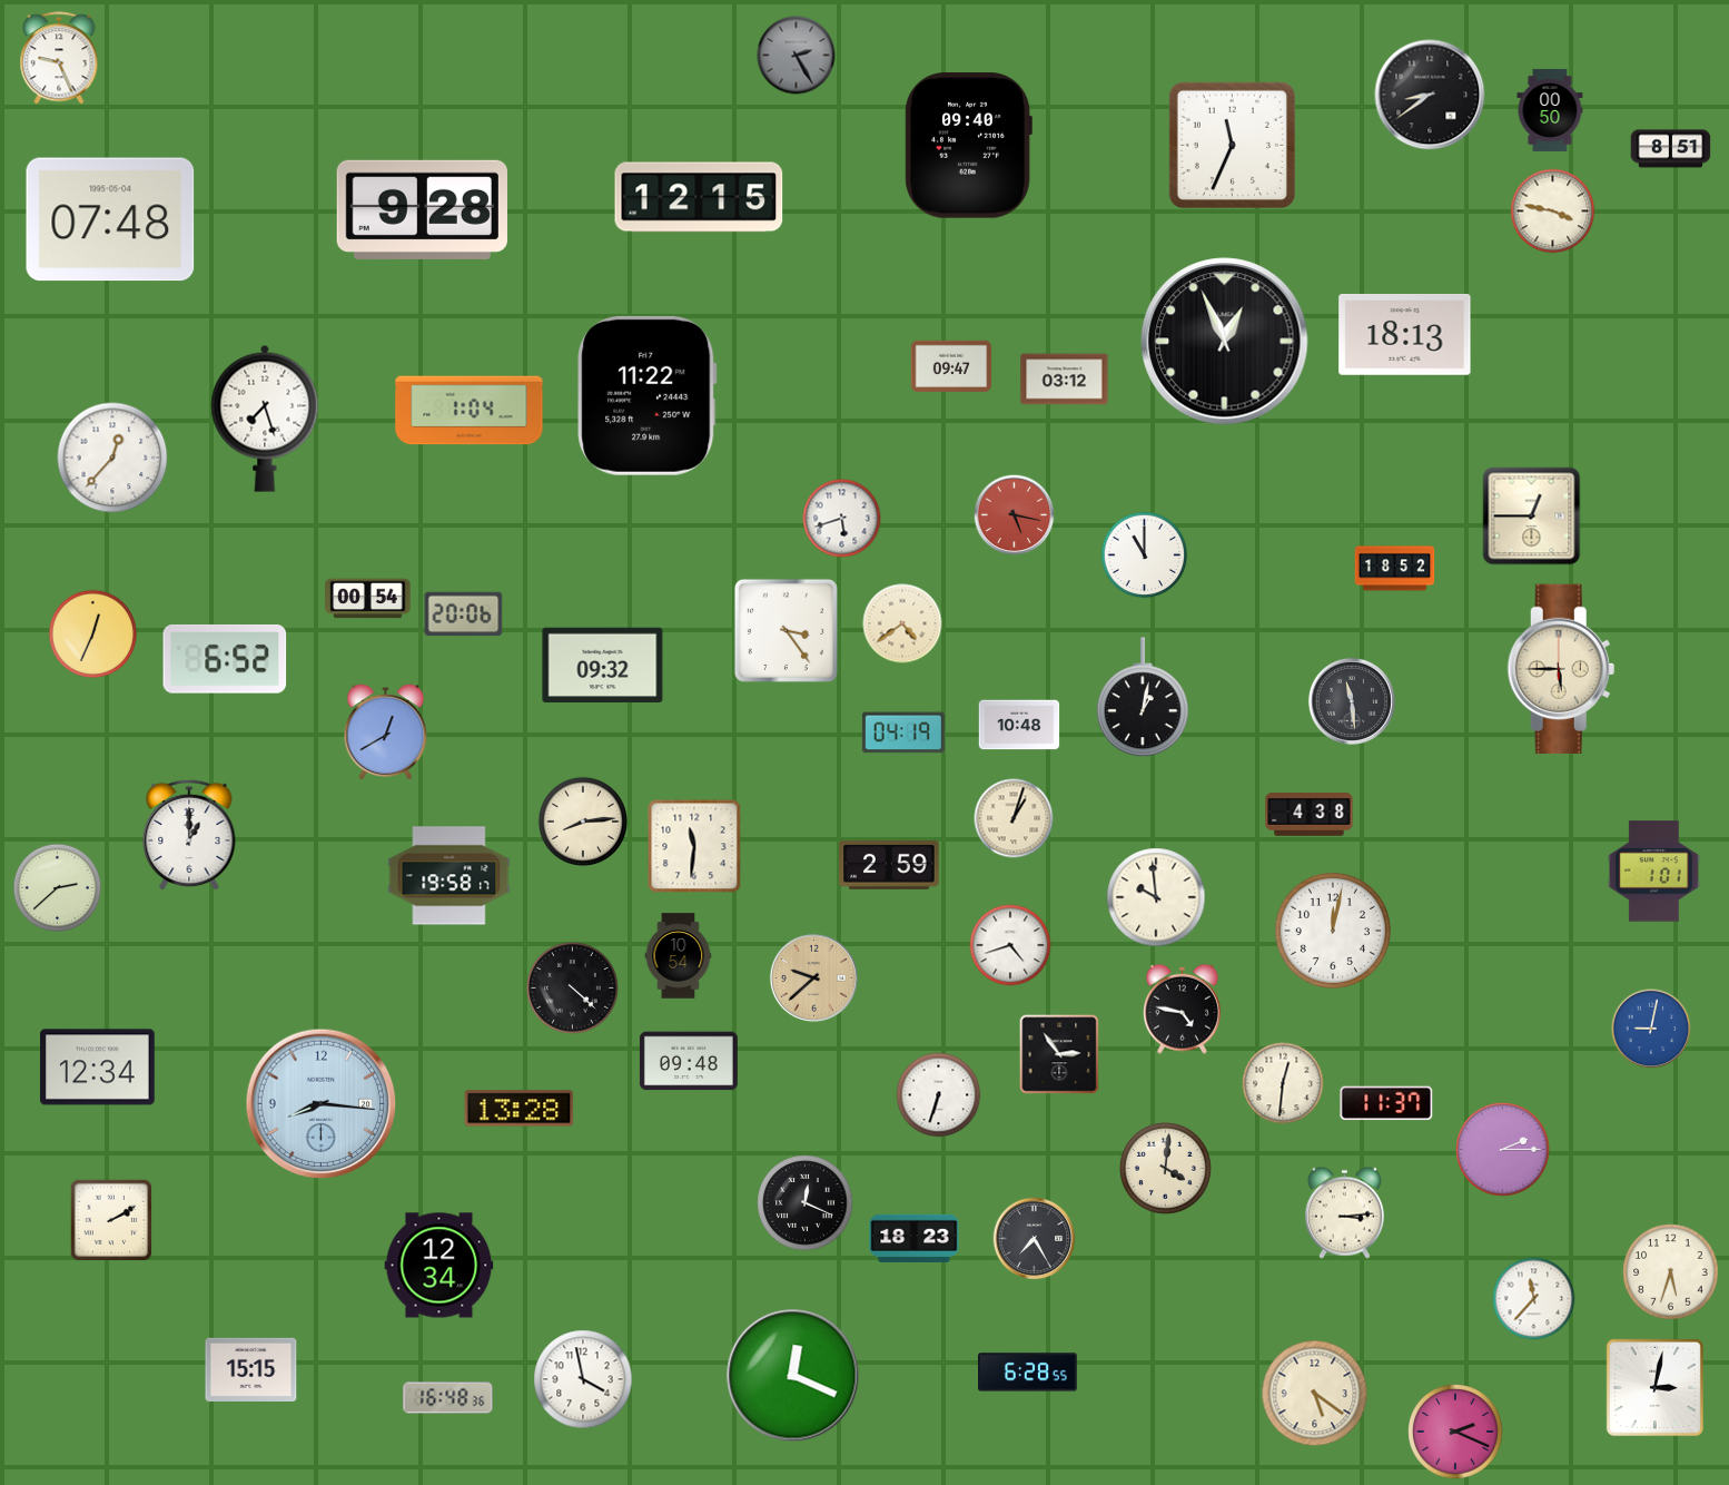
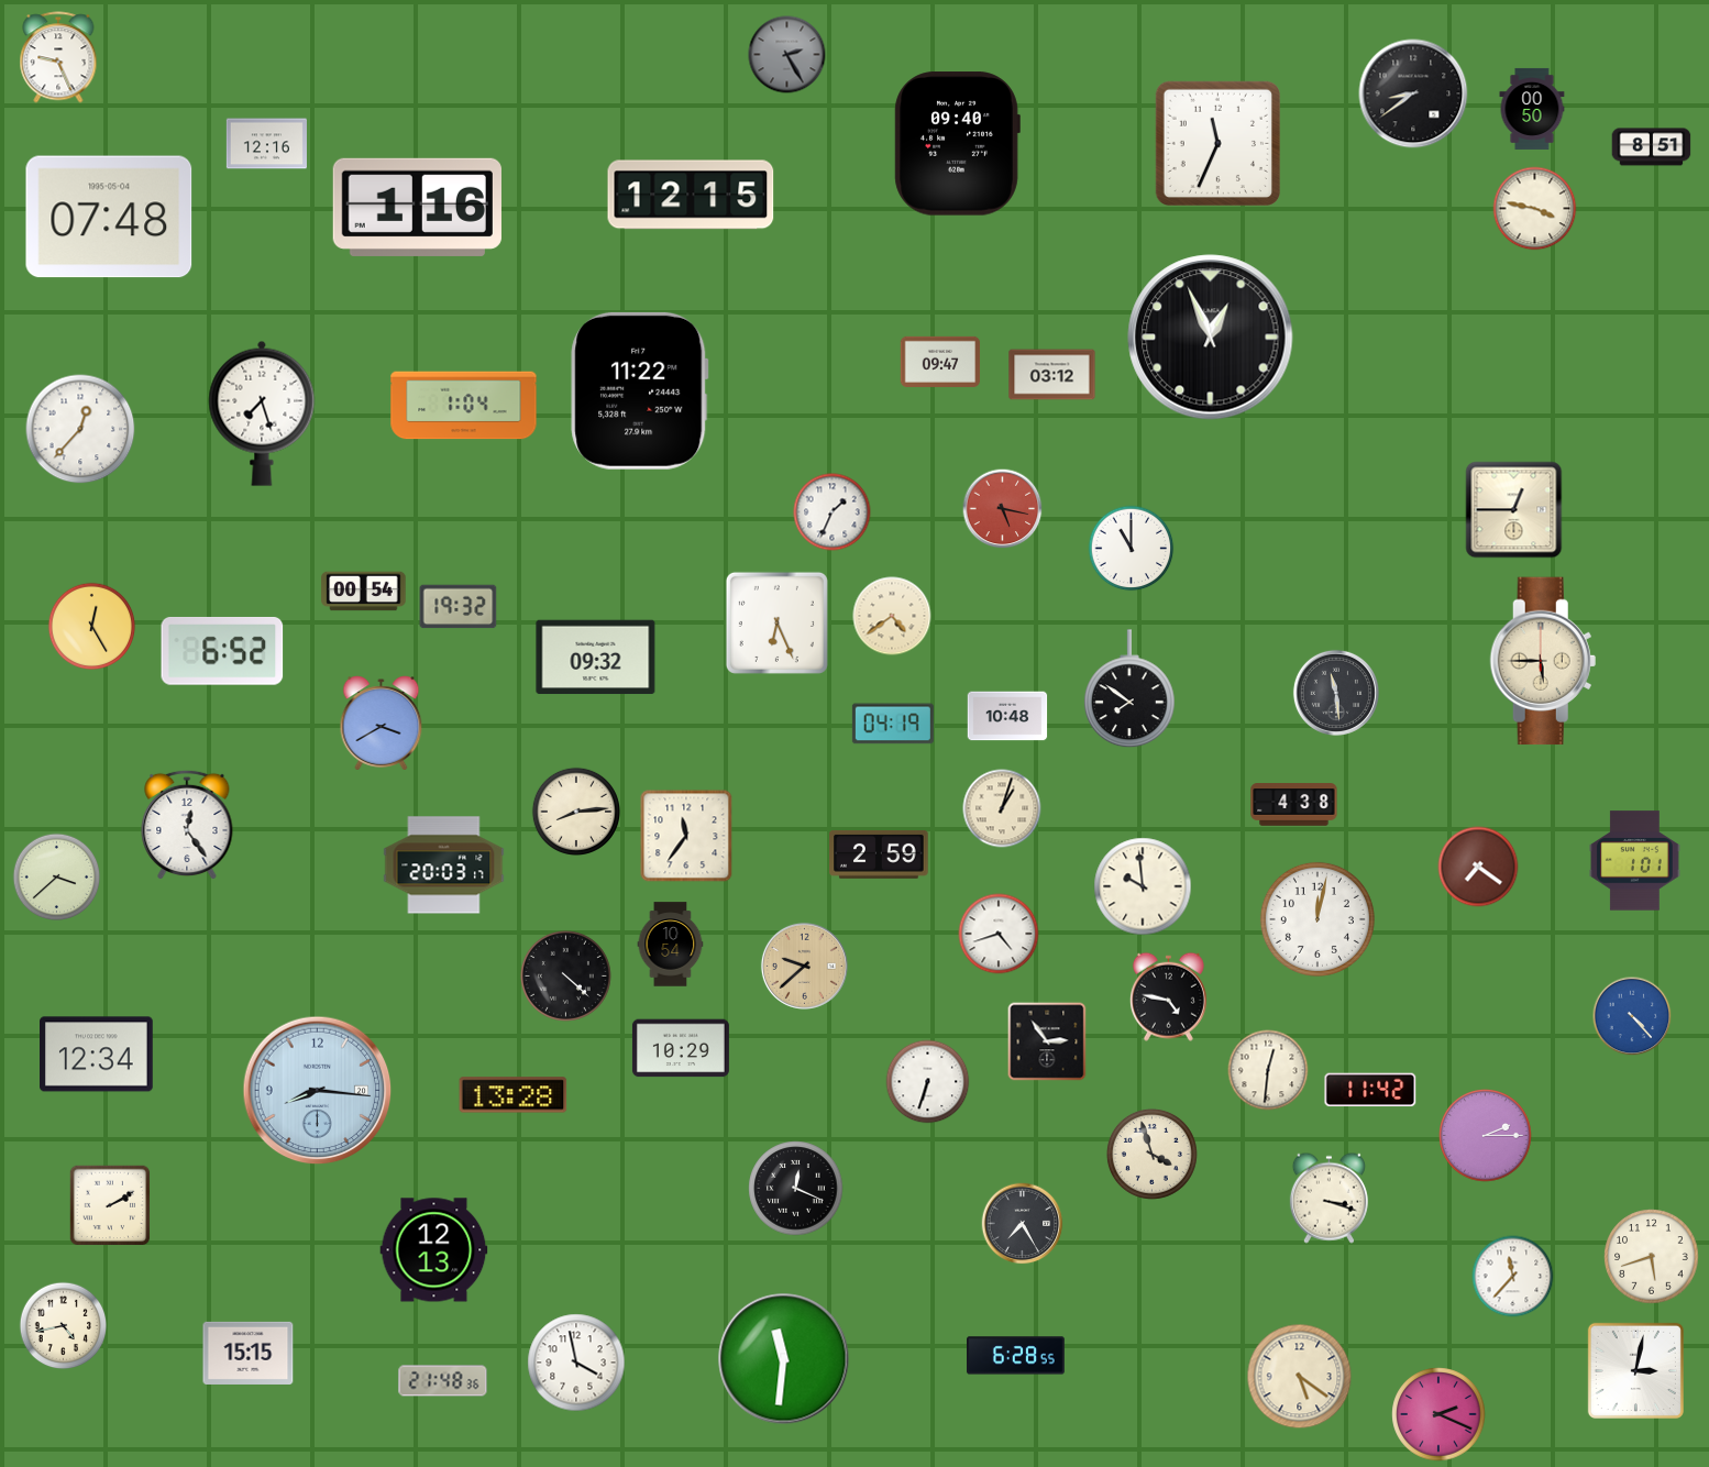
clock at (266, 144): none -> 12:16
clock at (422, 209): 9:28 -> 1:16
clock at (1405, 334): 18:13 -> none
clock at (112, 458) position: (112, 458) -> (80, 429)
clock at (842, 519): 5:42 -> 1:34
clock at (1395, 569): 18:52 -> none
clock at (464, 614): 20:06 -> 19:32
clock at (786, 630): 3:24 -> 6:26
clock at (93, 635): 12:34 -> 12:25
clock at (1143, 698): 1:02 -> 7:51
clock at (386, 732): 12:40 -> 3:40
clock at (189, 835): 1:00 -> 12:24
clock at (694, 846): 11:31 -> 11:36
clock at (449, 876): 19:58 -> 20:03
clock at (1478, 867): none -> 7:21
clock at (58, 888): 2:38 -> 3:38
clock at (1651, 1029): 9:02 -> 4:23
clock at (689, 1061): 09:48 -> 10:29
clock at (1386, 1103): 11:37 -> 11:42
clock at (1165, 1168): 4:01 -> 3:57
clock at (1344, 1212): 3:14 -> 3:18
clock at (915, 1238): 18:23 -> none
clock at (439, 1266): 12:34 -> 12:13
clock at (1671, 1272): 5:33 -> 5:42
clock at (1534, 1299) position: (1534, 1299) -> (1513, 1277)
clock at (64, 1326): none -> 4:43
clock at (793, 1376): 12:19 -> 11:31
clock at (448, 1398): 16:48 -> 21:48
